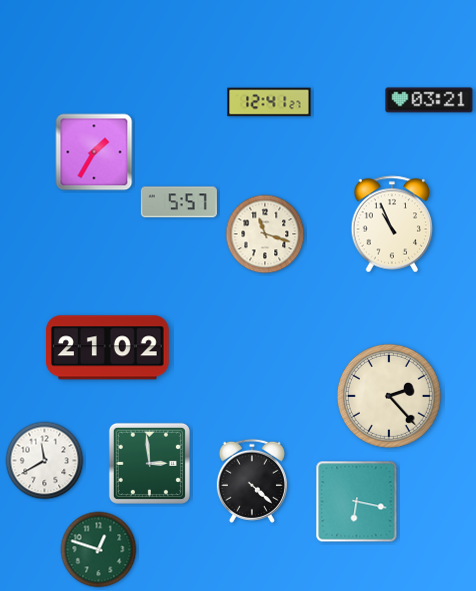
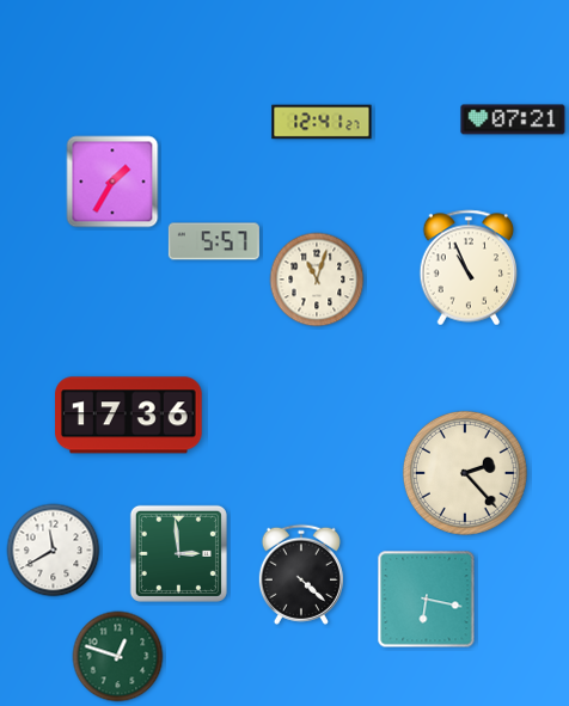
clock at (429, 100): 03:21 -> 07:21
clock at (265, 234): 11:18 -> 11:03
clock at (108, 348): 21:02 -> 17:36
